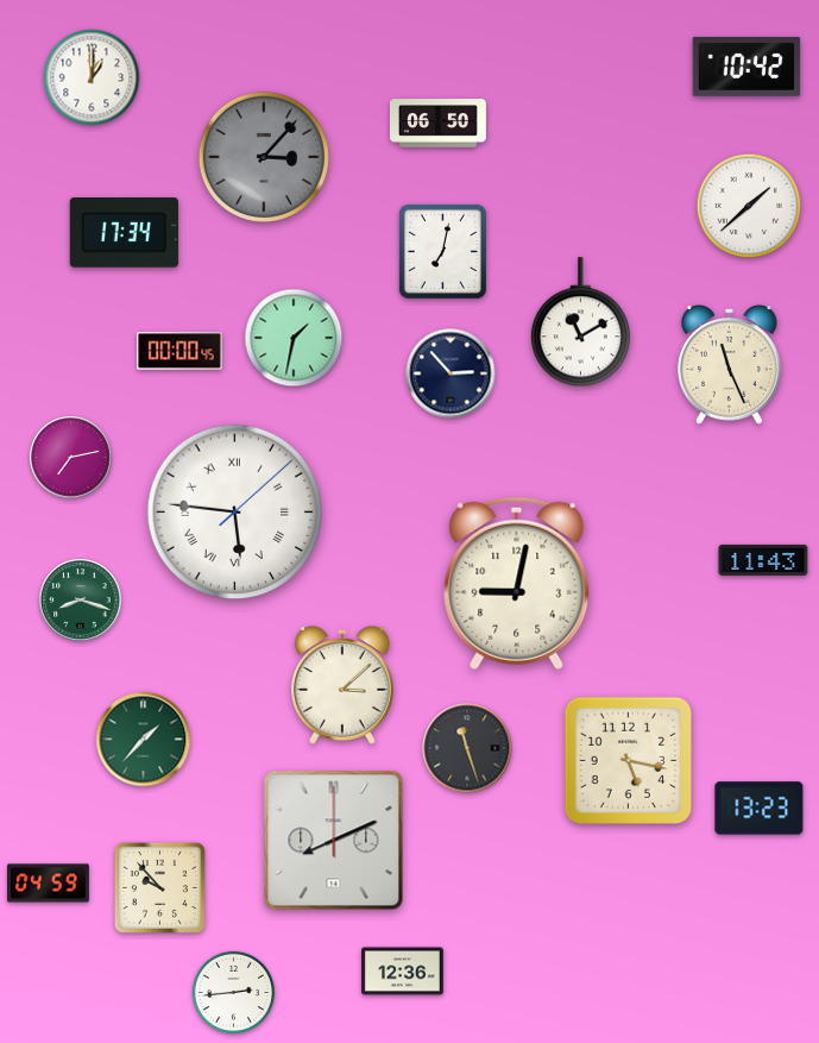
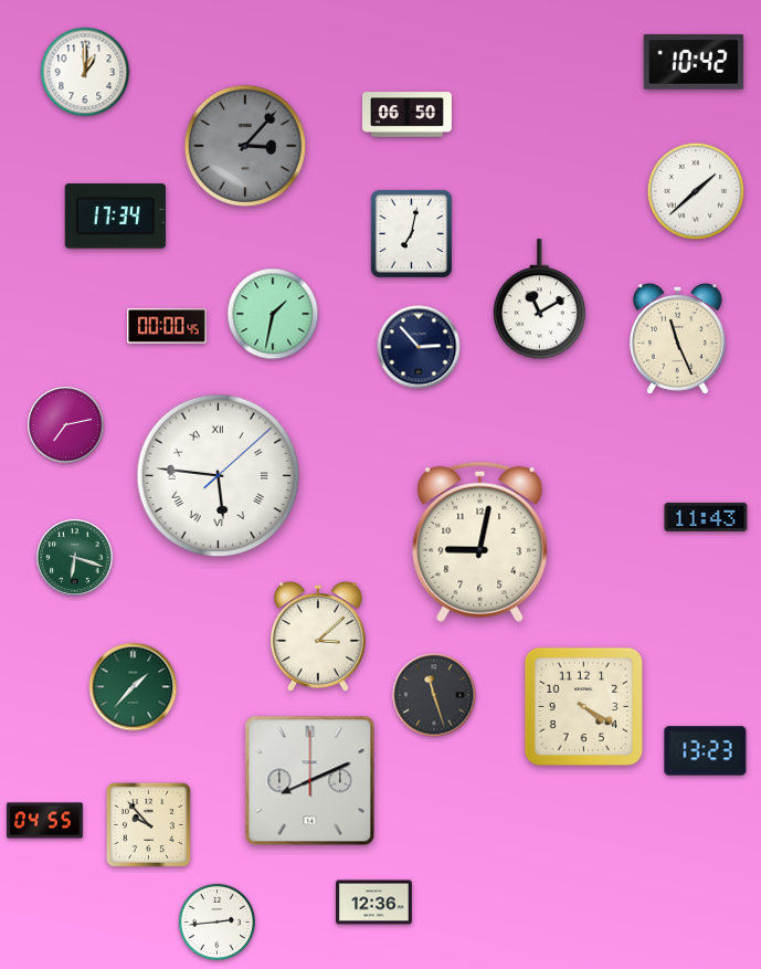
clock at (763, 560) position: (763, 560) -> (706, 517)
clock at (81, 601): 8:18 -> 6:18
clock at (628, 760): 5:17 -> 4:20
clock at (49, 884): 04:59 -> 04:55
